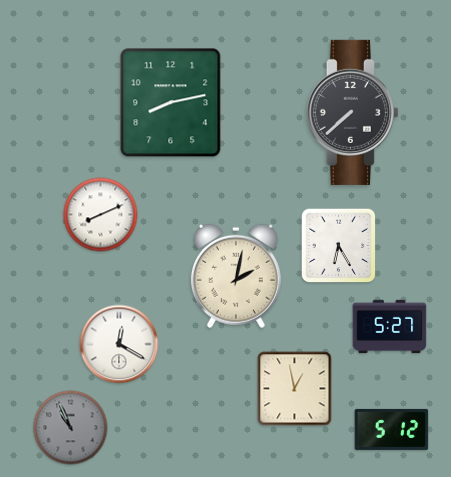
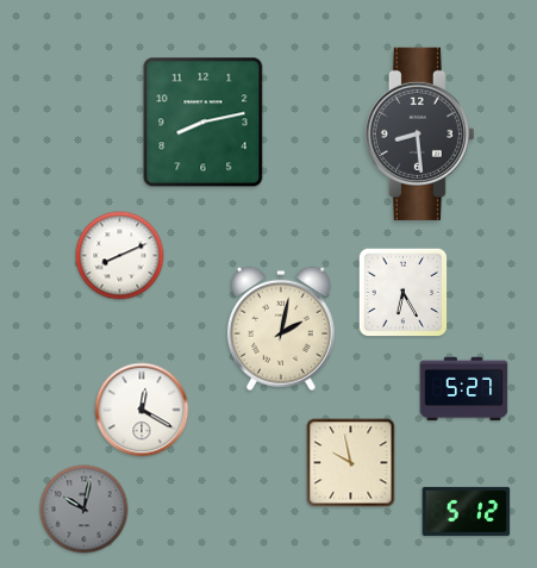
clock at (352, 112): 7:38 -> 8:29
clock at (295, 389): 12:58 -> 9:58
clock at (71, 428): 10:56 -> 10:02
